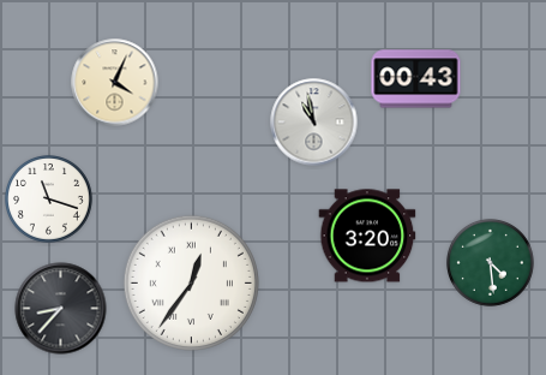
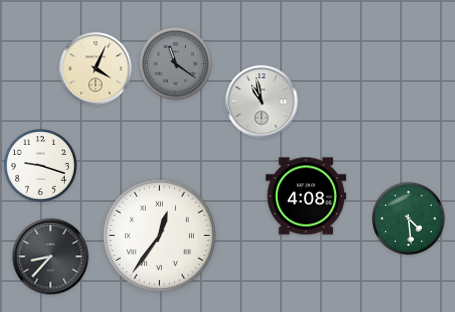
clock at (176, 64): none -> 11:21
clock at (416, 79): 00:43 -> none
clock at (49, 200): 11:18 -> 9:18
clock at (367, 236): 3:20 -> 4:08
